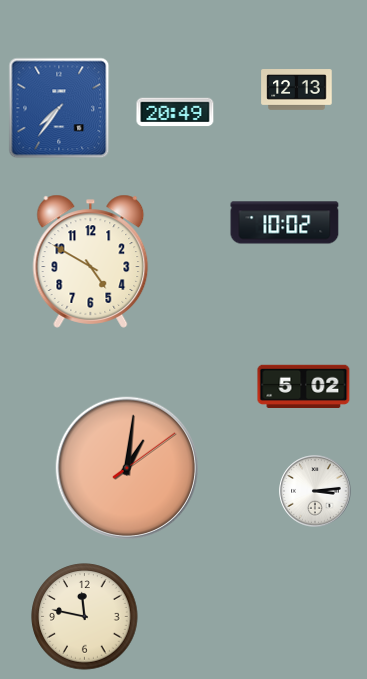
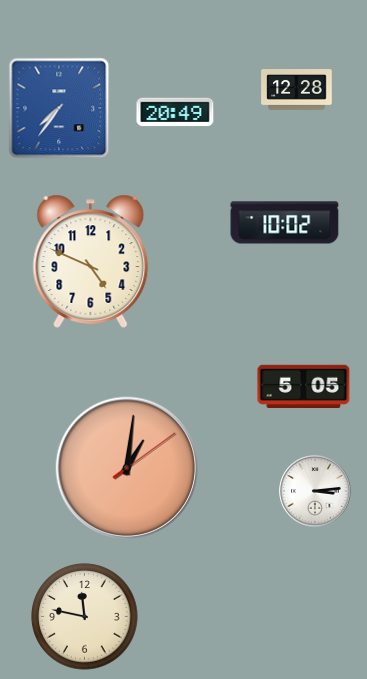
clock at (297, 90): 12:13 -> 12:28
clock at (91, 261): 4:50 -> 4:49
clock at (304, 386): 5:02 -> 5:05
